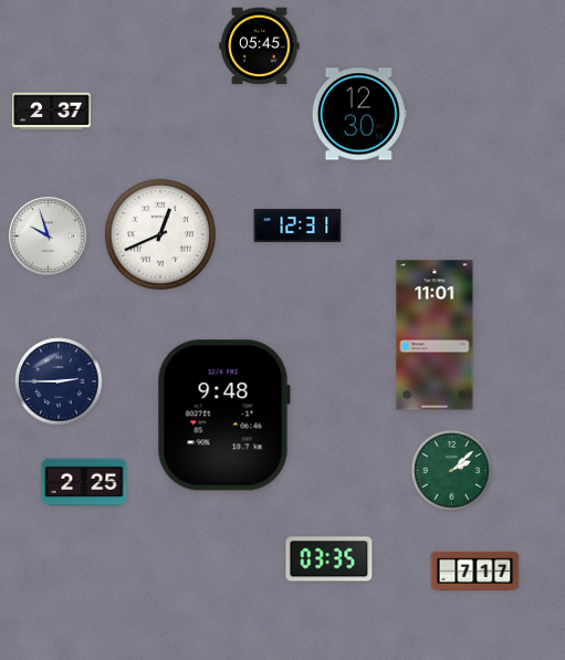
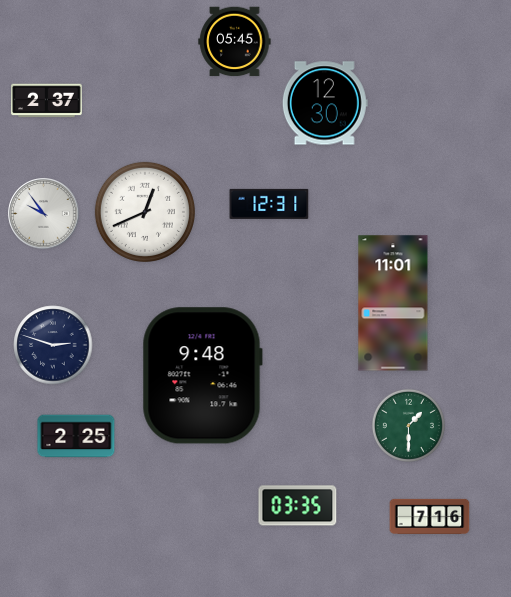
clock at (49, 237): 9:57 -> 9:54
clock at (59, 381): 2:45 -> 2:48
clock at (451, 470): 2:08 -> 1:30
clock at (475, 570): 7:17 -> 7:16
